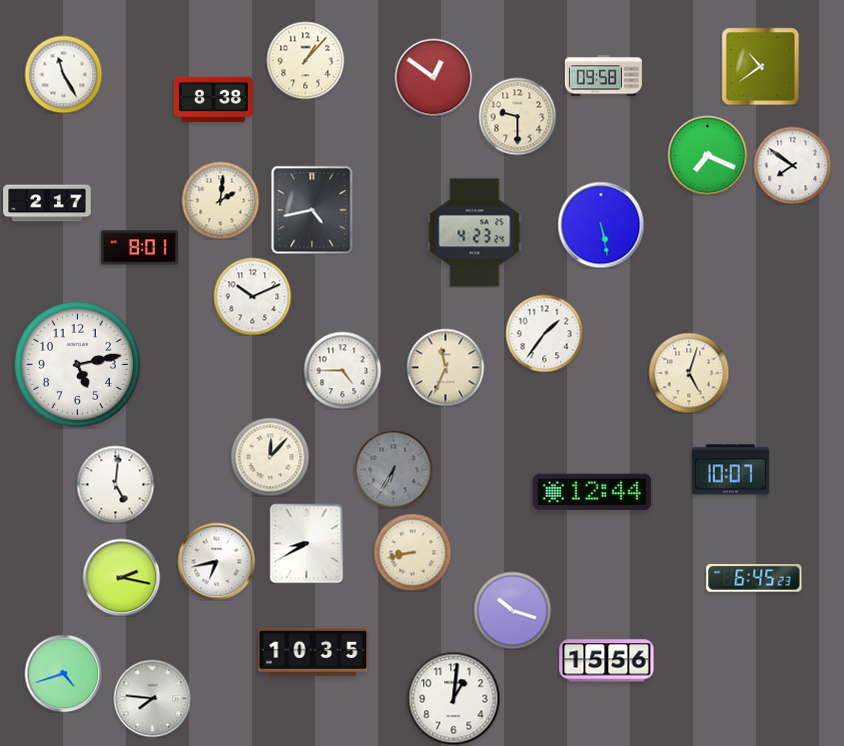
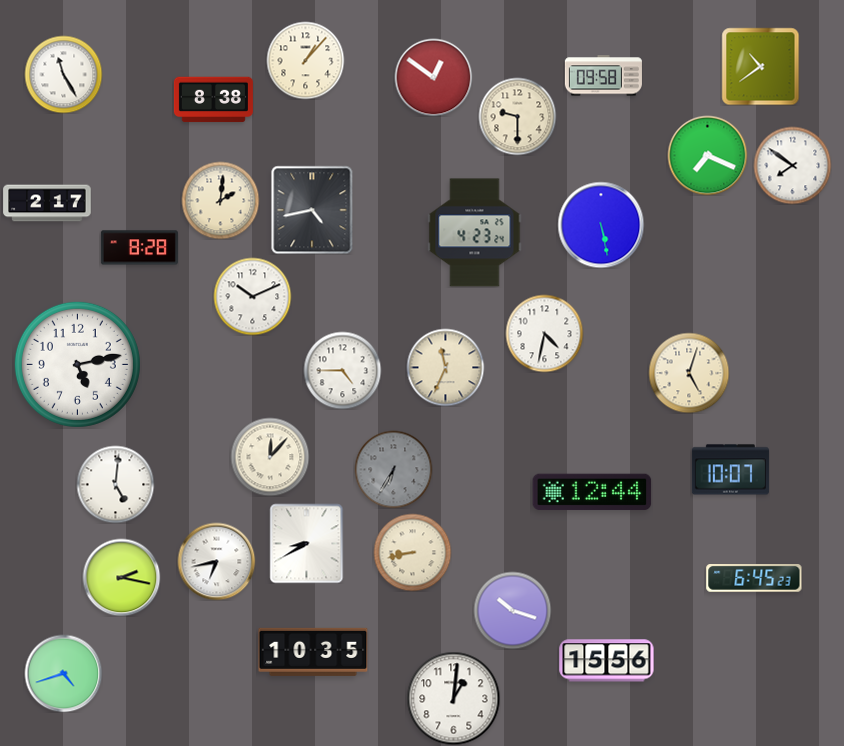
clock at (139, 248): 8:01 -> 8:28
clock at (544, 333): 1:36 -> 4:32
clock at (152, 698): 7:46 -> none
